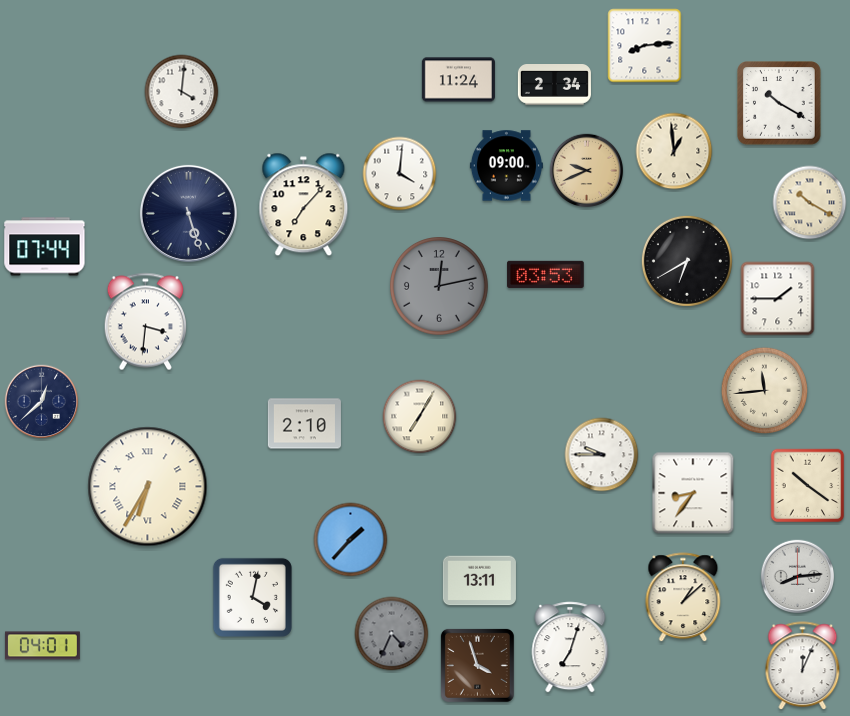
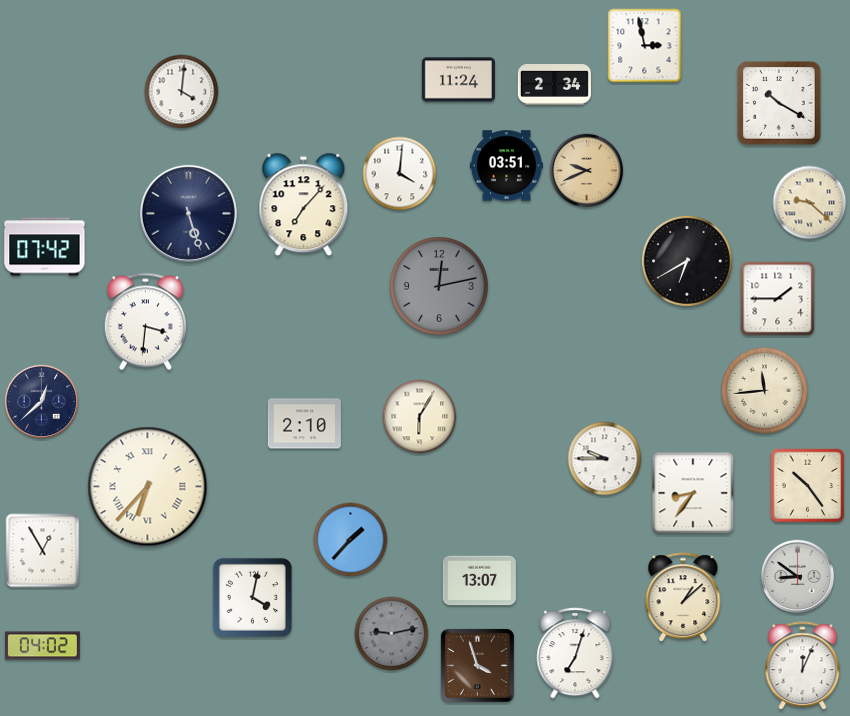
clock at (645, 46): 8:14 -> 2:58
clock at (674, 151): 12:59 -> none
clock at (506, 166): 09:00 -> 03:51
clock at (810, 203): 10:20 -> 9:22
clock at (45, 247): 07:44 -> 07:42
clock at (546, 274): 03:53 -> none
clock at (420, 417): 7:05 -> 6:05
clock at (602, 455) position: (602, 455) -> (605, 459)
clock at (808, 486): 10:21 -> 10:24
clock at (148, 487): 6:35 -> 6:37
clock at (43, 551): none -> 12:55
clock at (798, 577): 8:14 -> 8:51
clock at (479, 581): 13:11 -> 13:07
clock at (392, 634): 4:34 -> 9:13
clock at (42, 646): 04:01 -> 04:02
clock at (570, 647) position: (570, 647) -> (575, 653)
